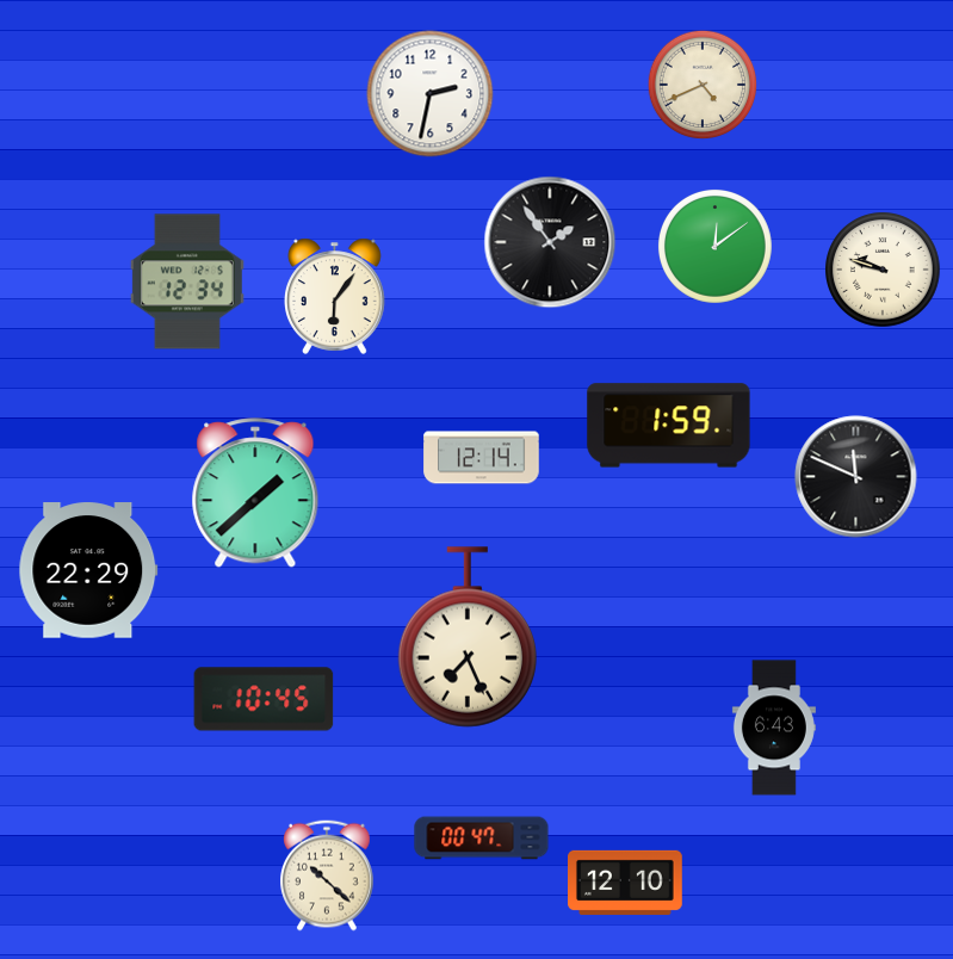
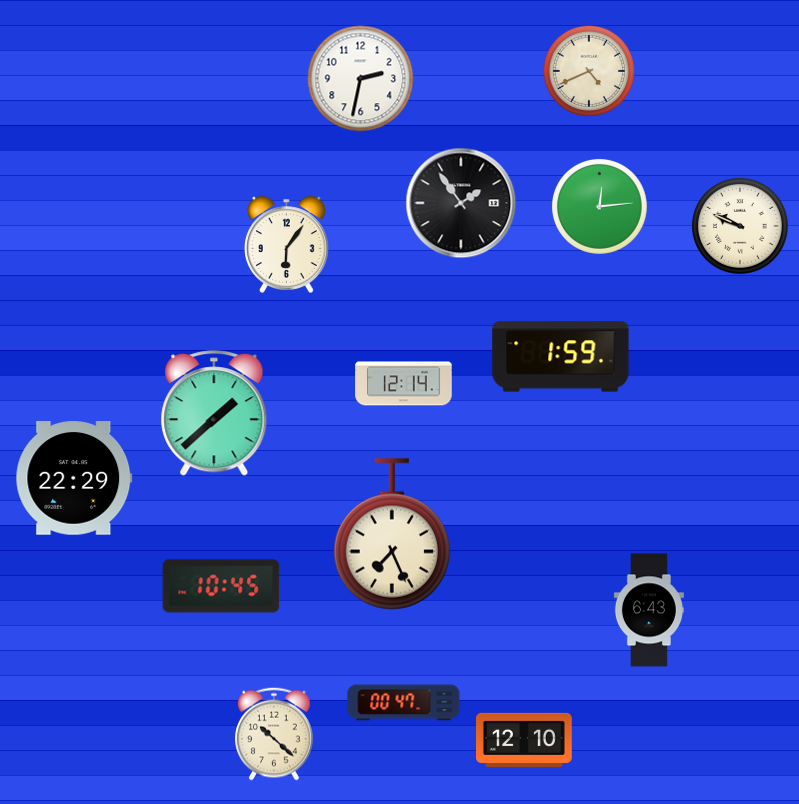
clock at (714, 246): 12:09 -> 12:14
clock at (883, 270): 9:48 -> 9:49
clock at (187, 281): 12:34 -> none
clock at (335, 296) position: (335, 296) -> (287, 244)
clock at (856, 477): 11:49 -> none
